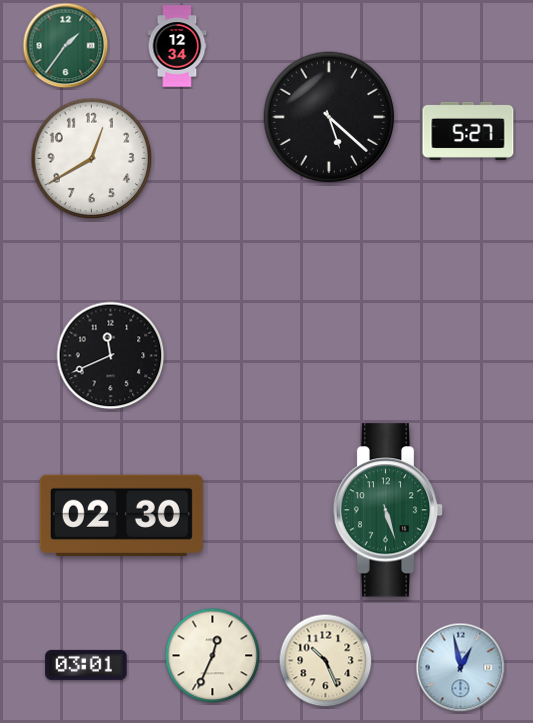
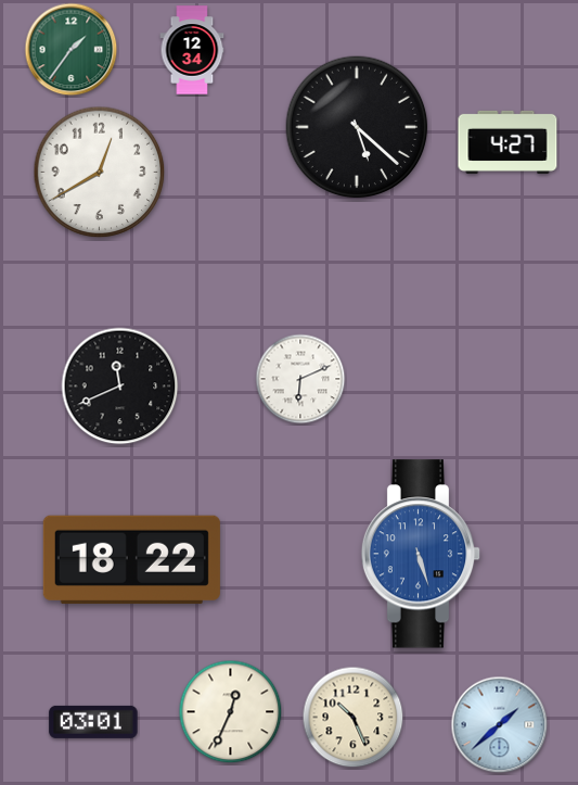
clock at (468, 131): 5:27 -> 4:27
clock at (300, 379): none -> 6:11
clock at (388, 510) dial: green -> blue
clock at (121, 516): 02:30 -> 18:22
clock at (461, 668): 12:58 -> 1:38
